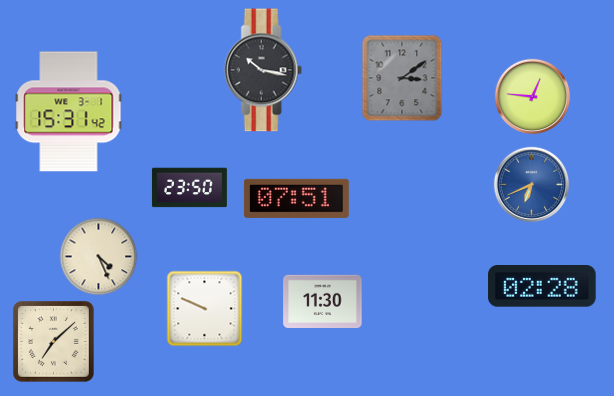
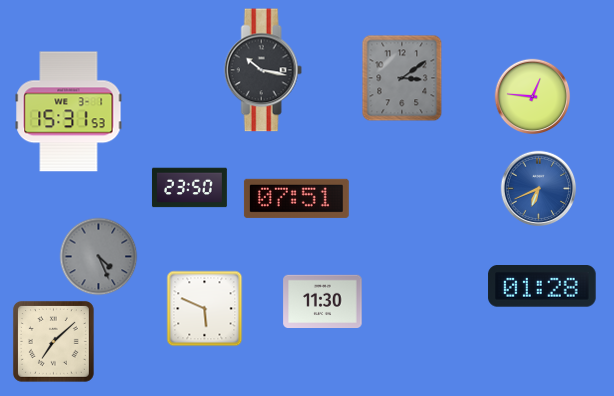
clock at (69, 112): 15:31:42 -> 15:31:53
clock at (532, 185) position: (532, 185) -> (539, 189)
clock at (99, 257) dial: cream -> grey
clock at (542, 286): 02:28 -> 01:28
clock at (205, 309): 9:49 -> 5:49
